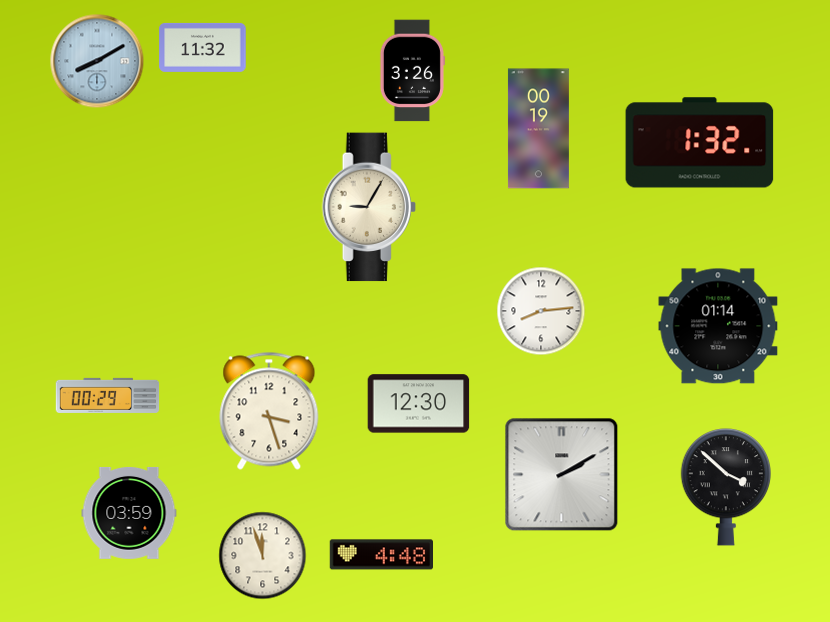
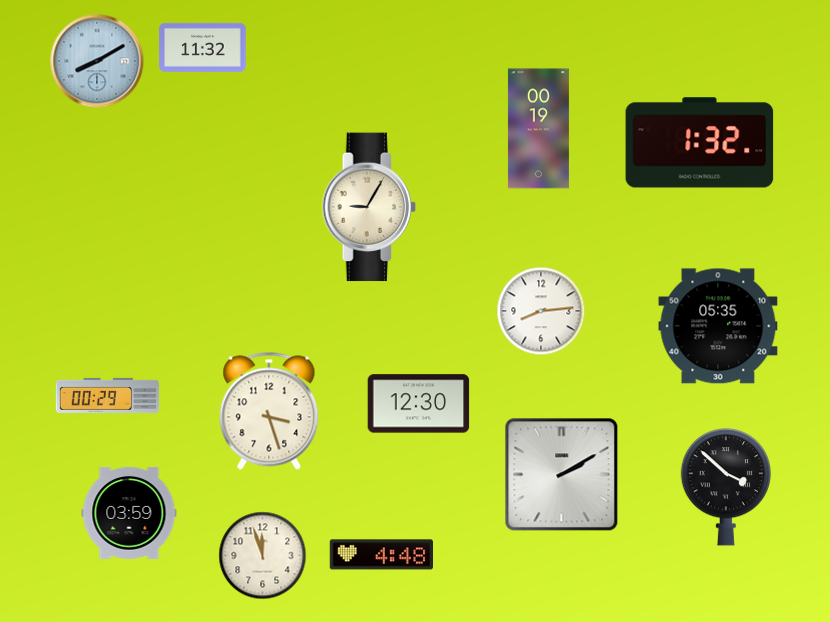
clock at (412, 71): 3:26 -> none
clock at (718, 326): 01:14 -> 05:35
